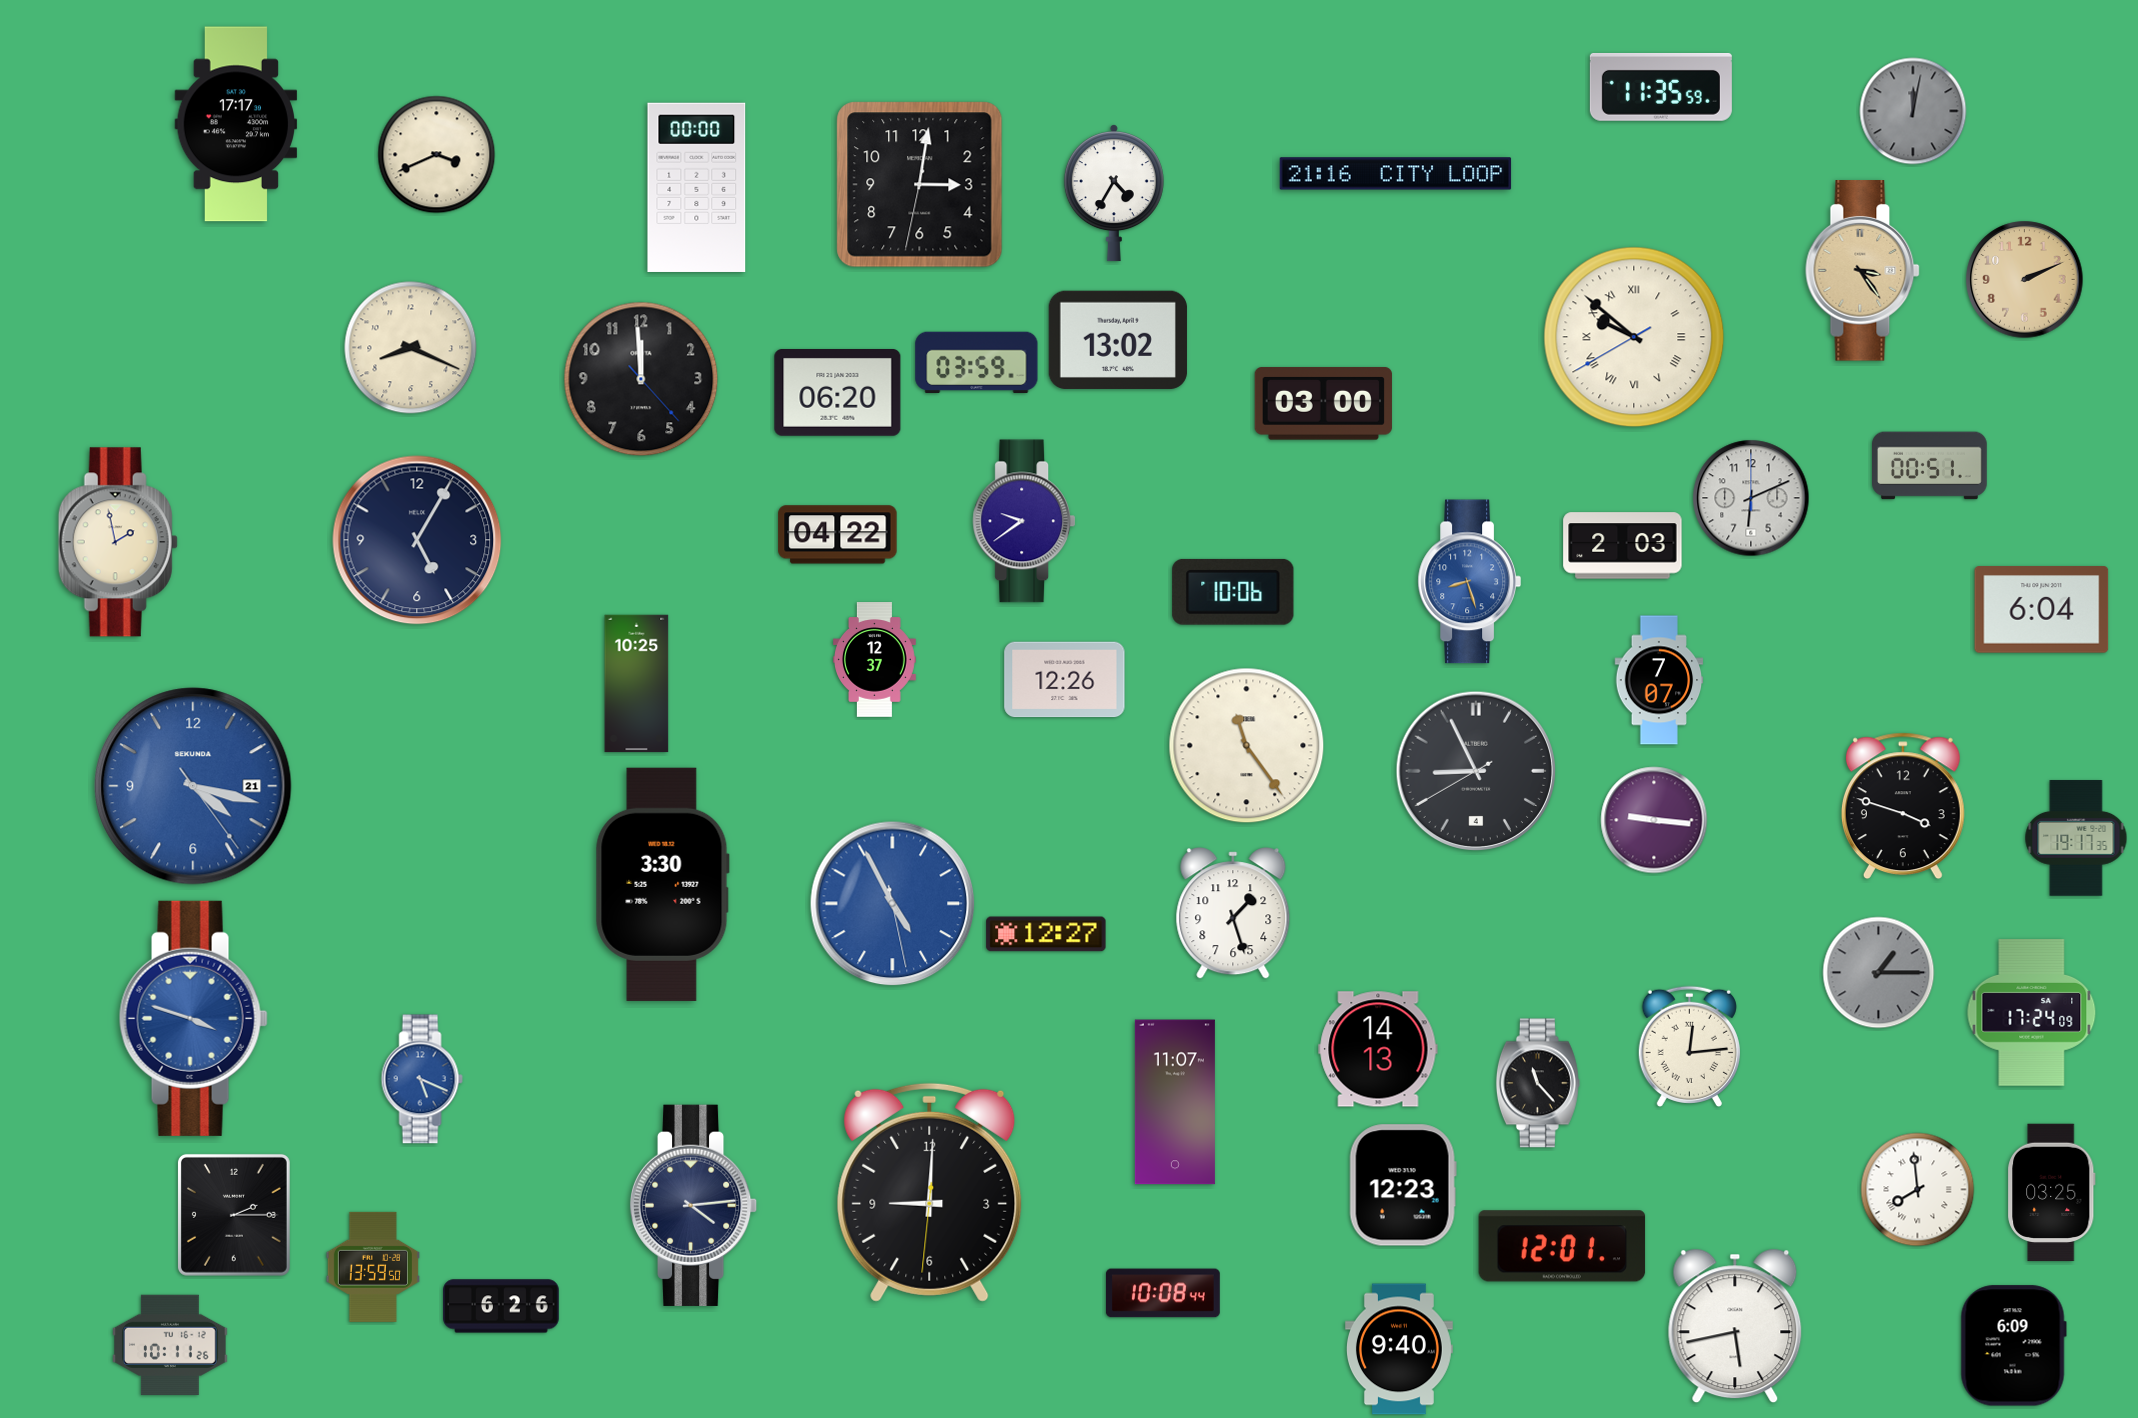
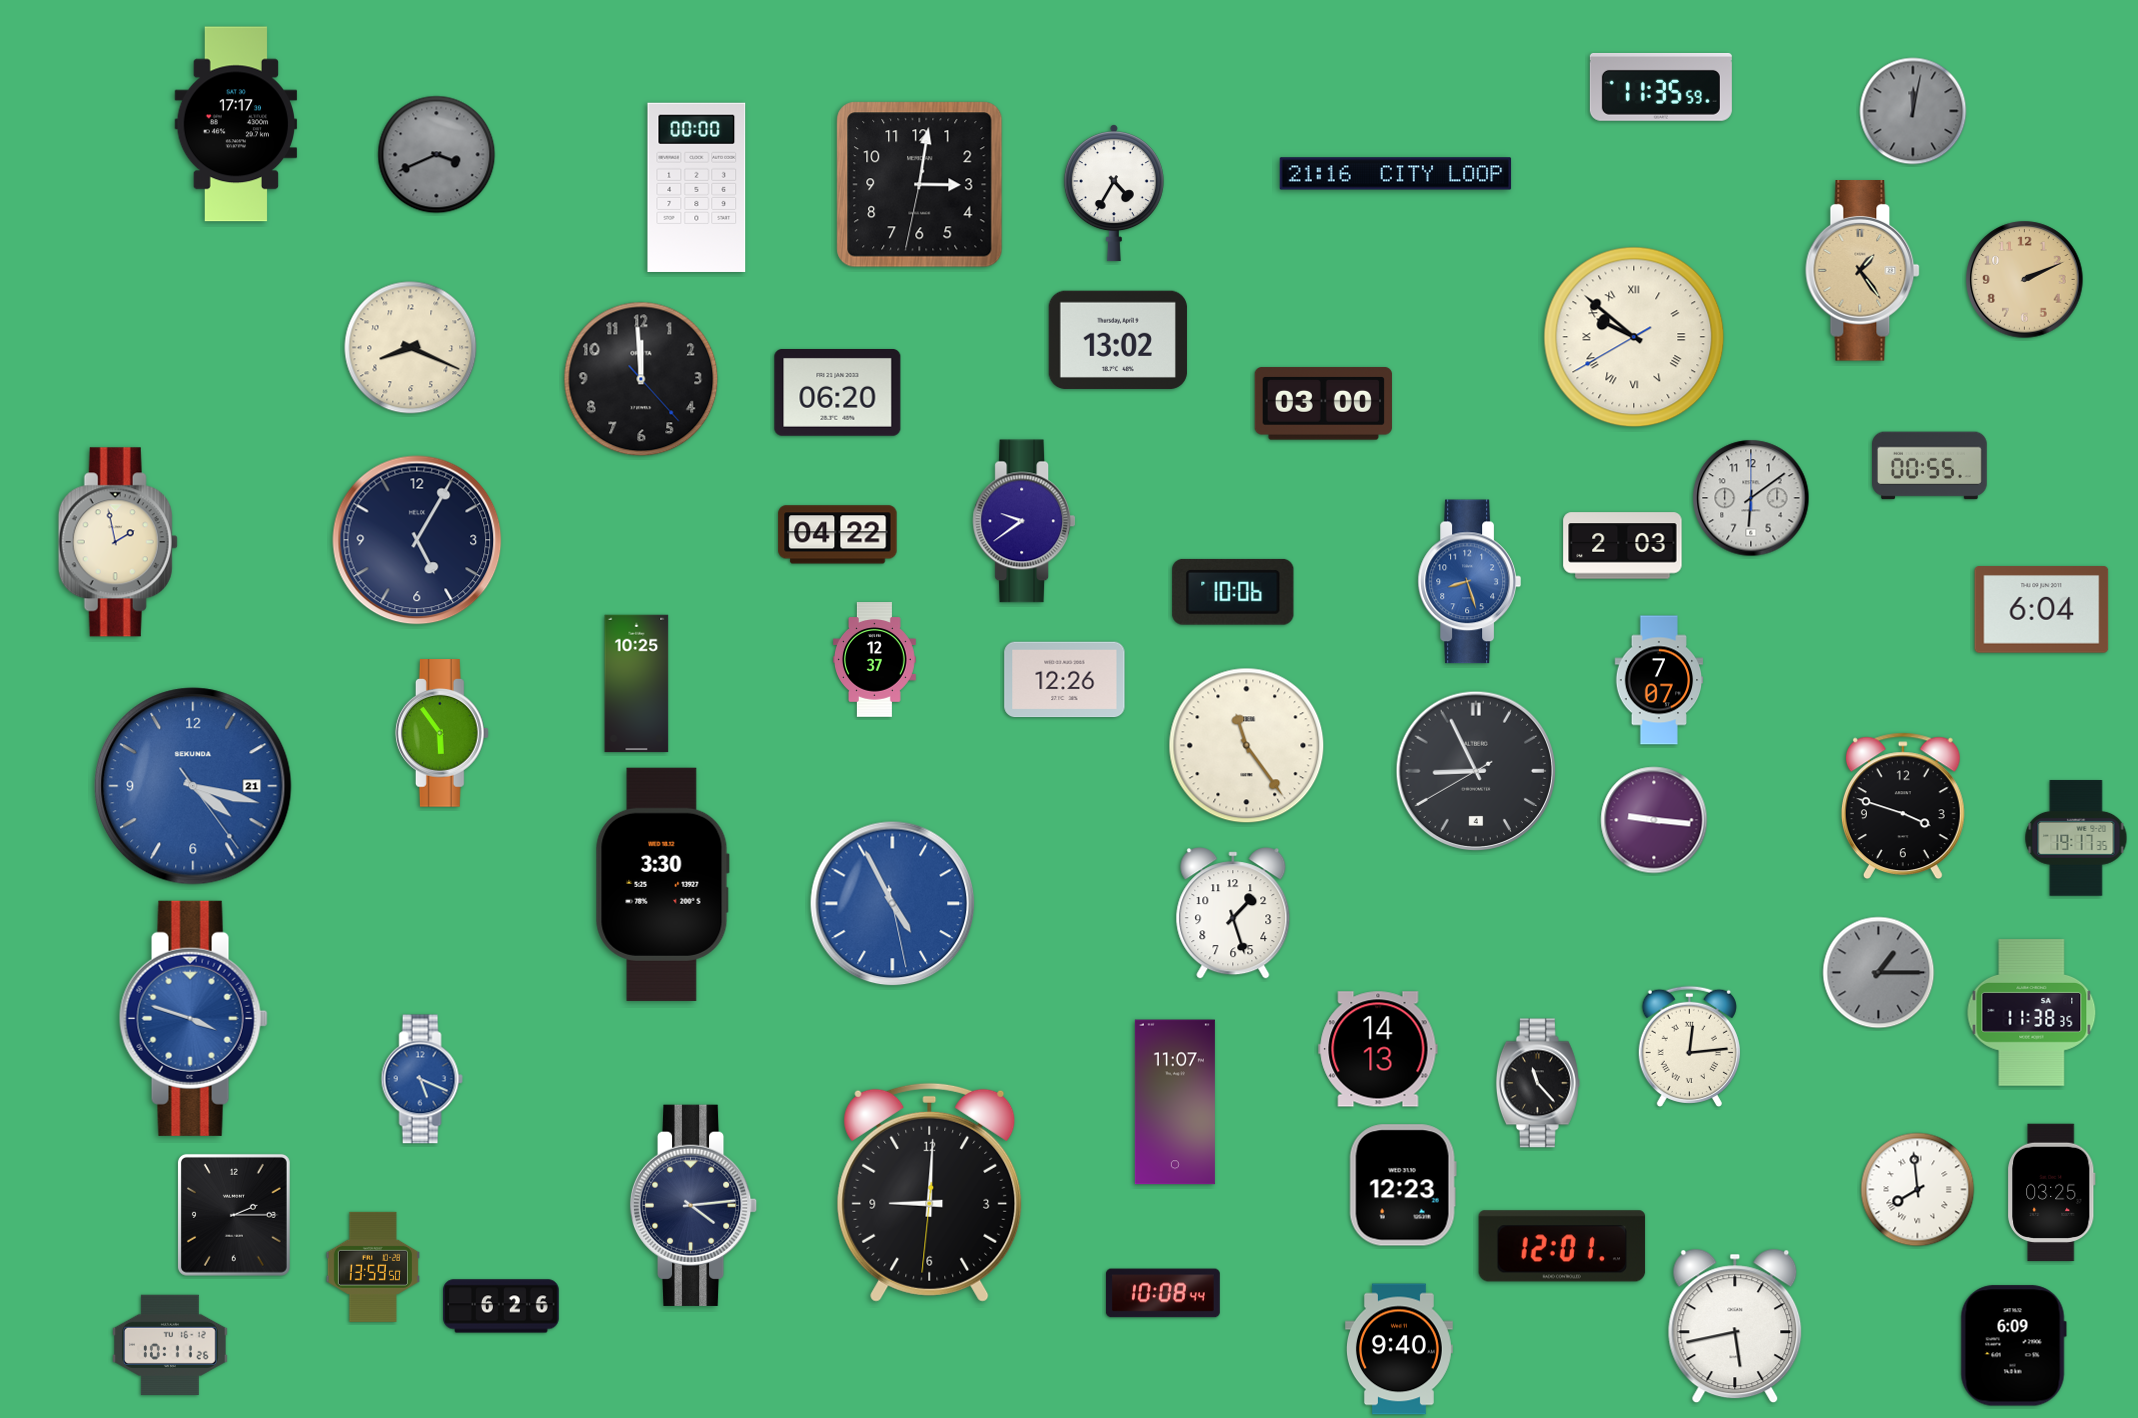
clock at (437, 155) dial: cream -> grey
clock at (1863, 271): 3:24 -> 1:24
clock at (977, 362): 03:59 -> none
clock at (1930, 466): 00:51 -> 00:55
clock at (1751, 498): 6:11 -> 6:09
clock at (442, 733): none -> 5:54
clock at (1046, 934): 12:27 -> none
clock at (2032, 1013): 17:24 -> 11:38
